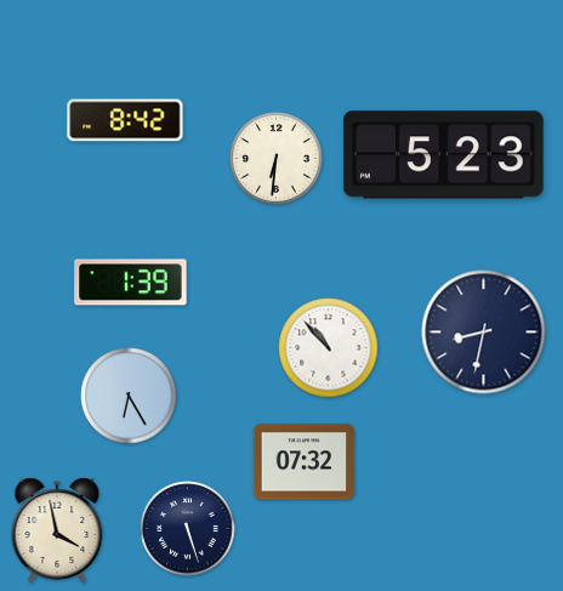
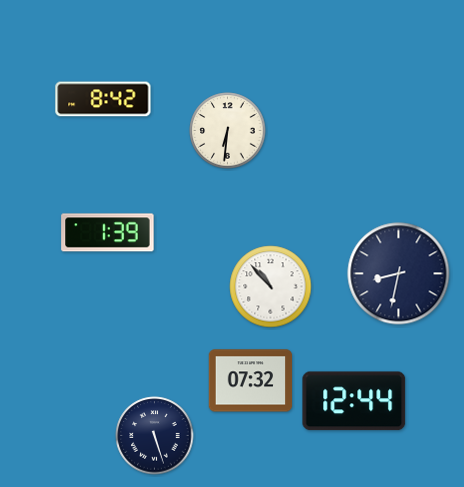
clock at (443, 155): 5:23 -> none
clock at (129, 396): 6:25 -> none
clock at (354, 401): none -> 12:44
clock at (57, 530): 3:58 -> none
